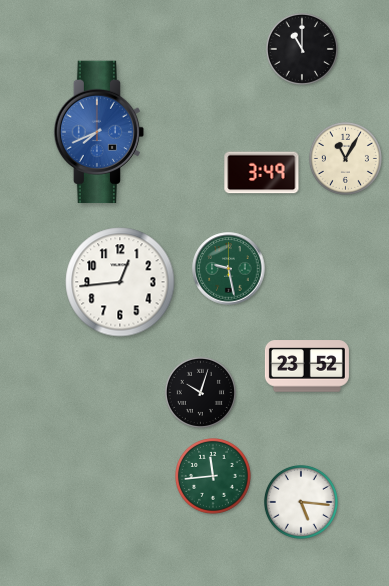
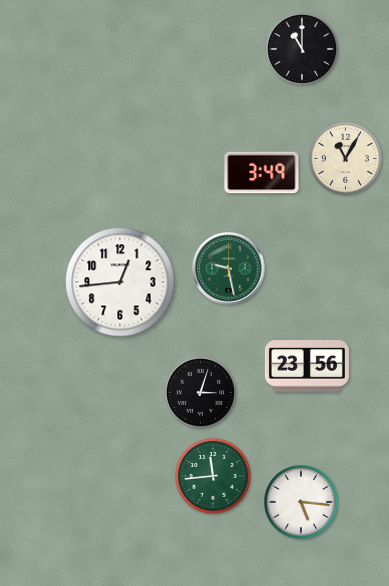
clock at (99, 132): 7:41 -> none
clock at (307, 366): 23:52 -> 23:56
clock at (200, 392): 10:03 -> 3:03
